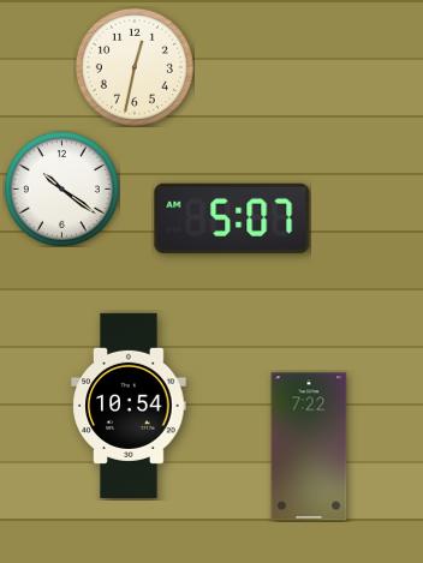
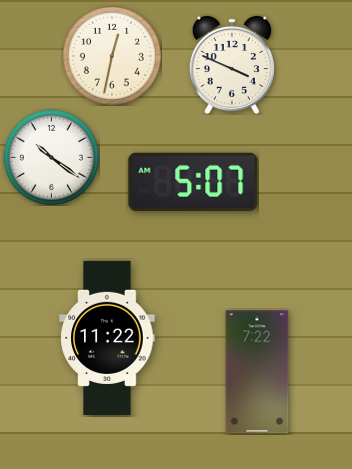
clock at (232, 65): none -> 3:49
clock at (129, 406): 10:54 -> 11:22
